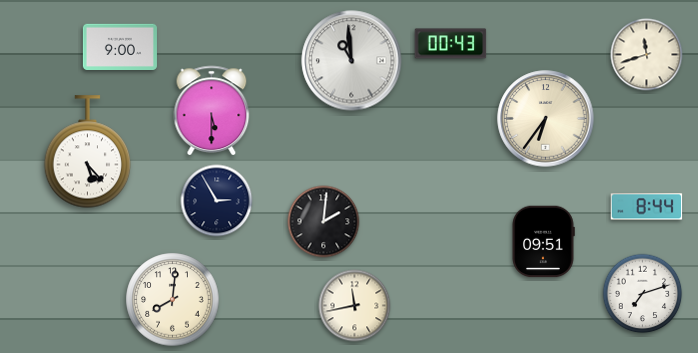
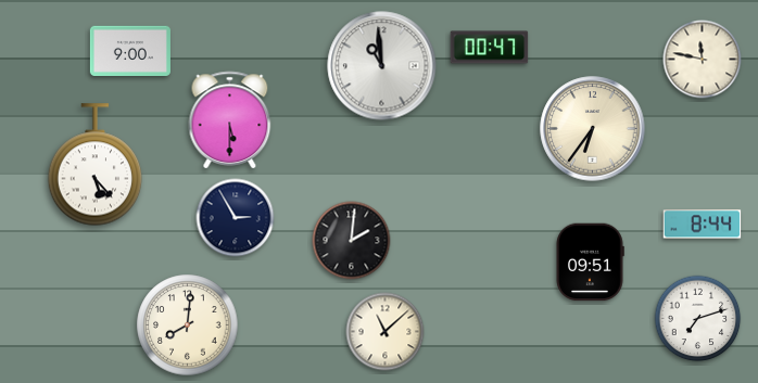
clock at (451, 44): 00:43 -> 00:47
clock at (647, 55): 11:42 -> 11:47
clock at (355, 306): 11:43 -> 11:08
